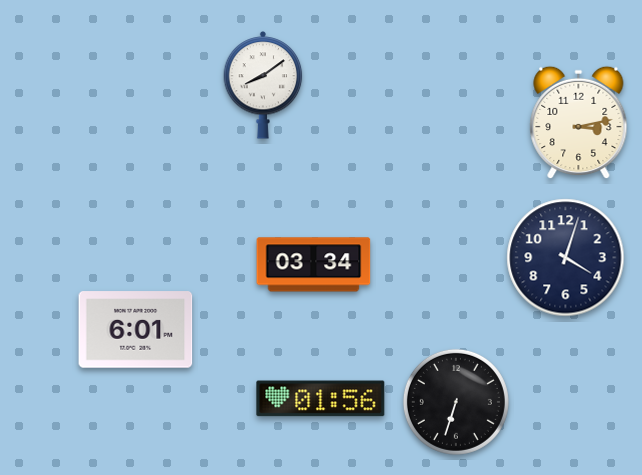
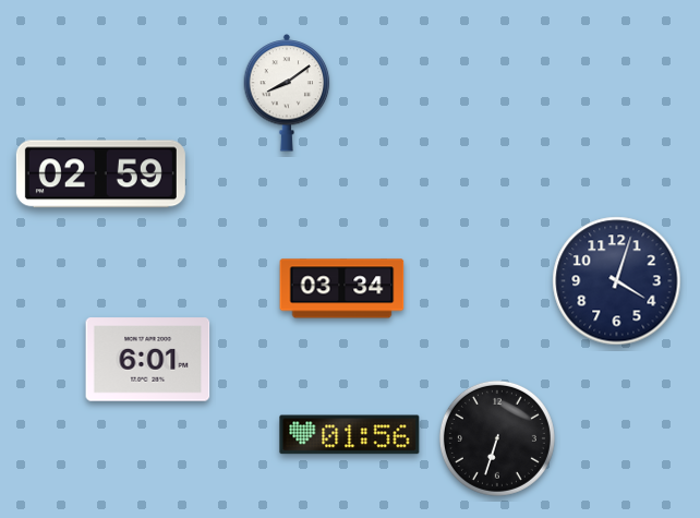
clock at (579, 123): 3:13 -> none
clock at (100, 174): none -> 02:59
